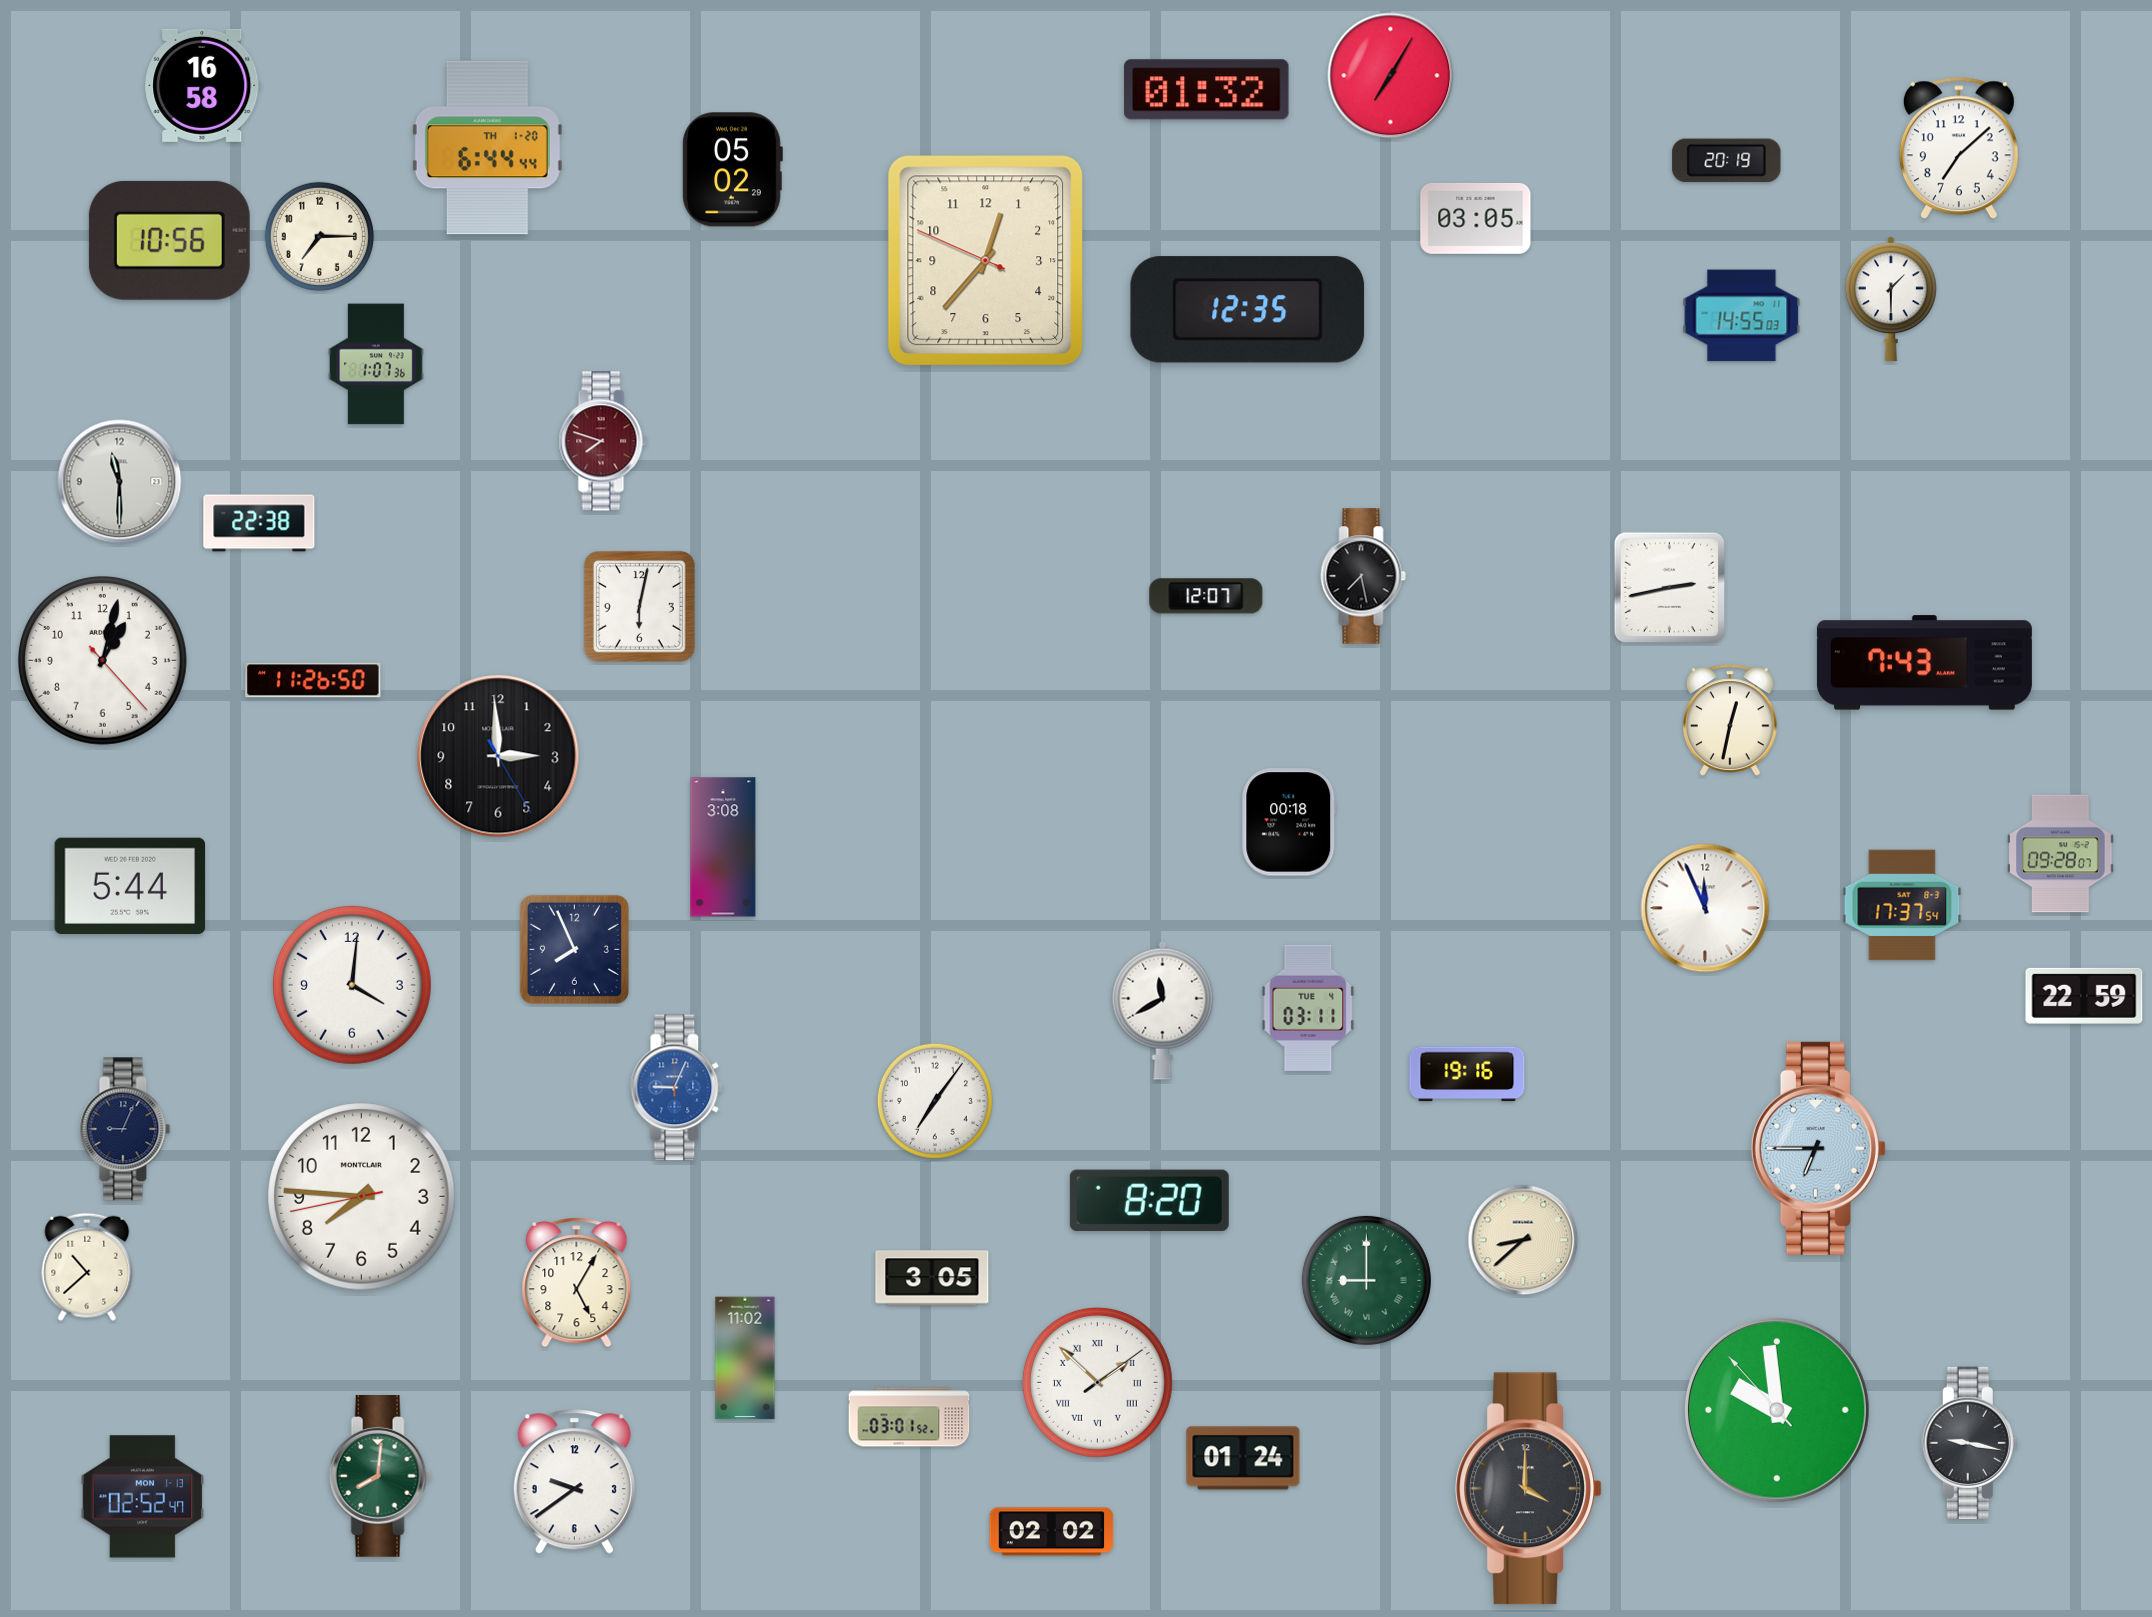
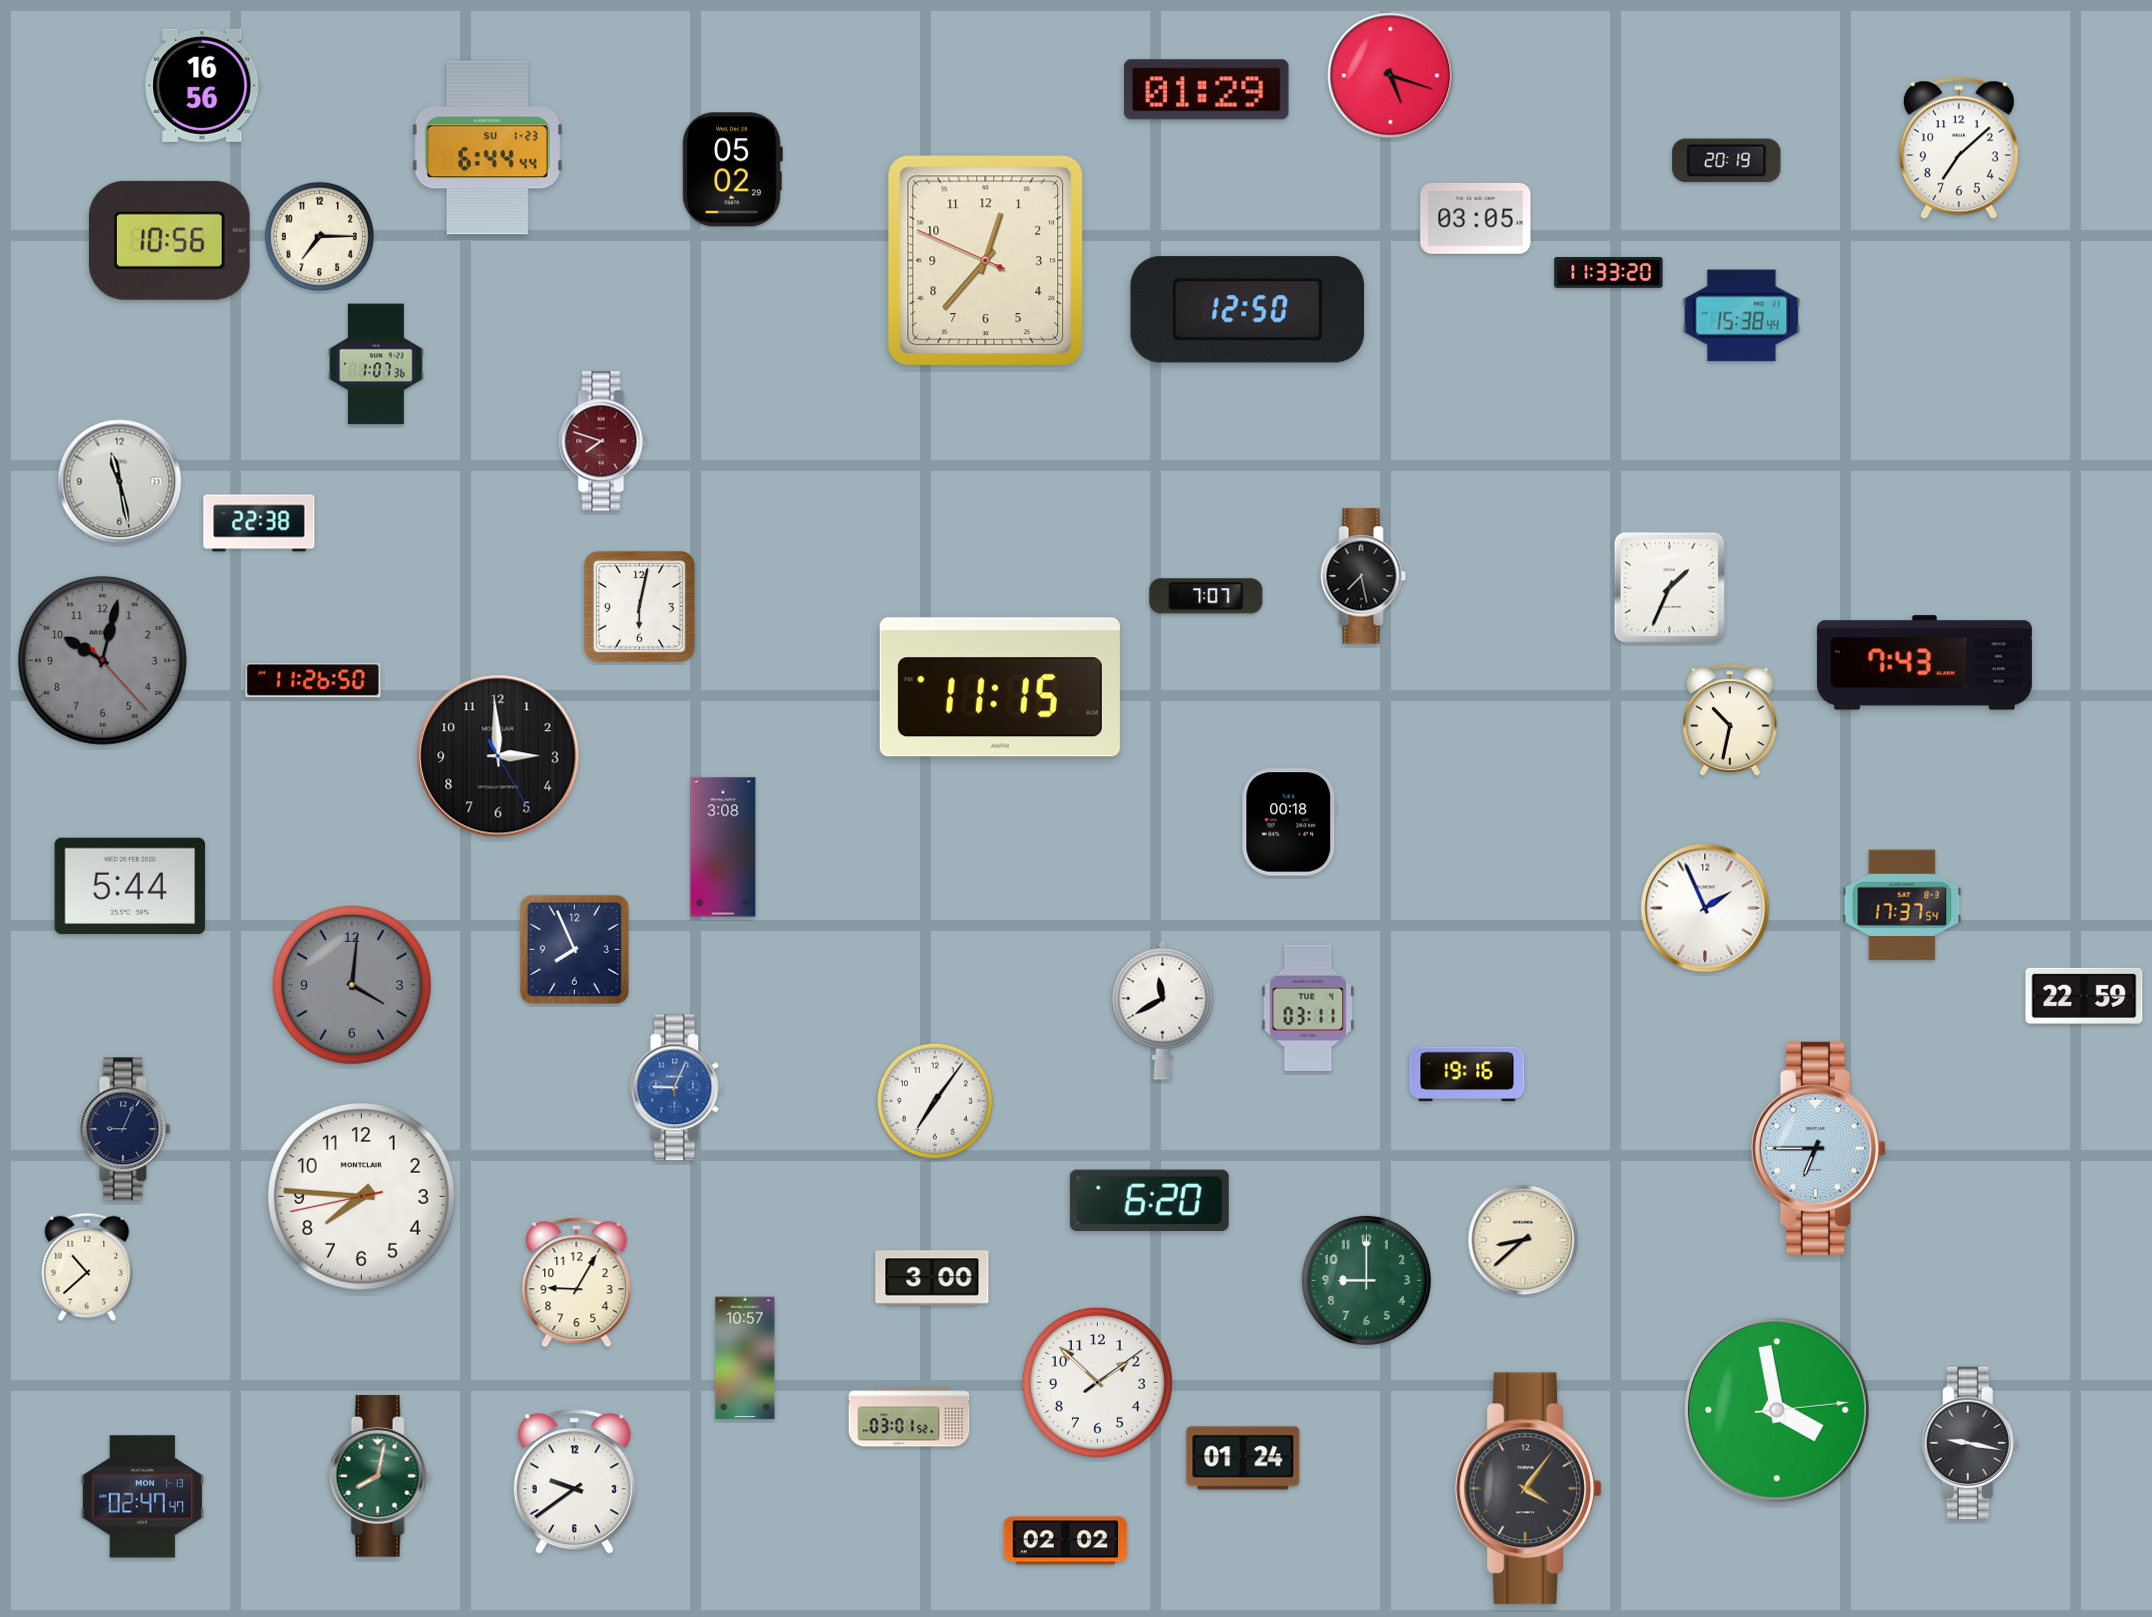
clock at (1391, 76): 7:05 -> 5:18
clock at (203, 85): 16:58 -> 16:56
clock at (1207, 90): 01:32 -> 01:29
clock at (487, 148) date: TH 1-20 -> SU 1-23
clock at (1609, 272): none -> 11:33
clock at (1891, 299): 1:30 -> none
clock at (1248, 310): 12:35 -> 12:50
clock at (1742, 316): 14:55 -> 15:38
clock at (120, 482): 11:30 -> 11:28
clock at (1669, 587): 2:43 -> 1:34
clock at (1206, 596): 12:07 -> 7:07
clock at (102, 660): 1:02 -> 10:02
clock at (102, 660) dial: white -> grey
clock at (1000, 687): none -> 11:15
clock at (1731, 720): 12:32 -> 10:32
clock at (2061, 854): 09:28 -> none
clock at (1705, 908): 11:56 -> 1:56
clock at (352, 985) dial: white -> grey
clock at (1149, 1200): 8:20 -> 6:20
clock at (932, 1278): 3:05 -> 3:00
clock at (1366, 1280) numerals: Roman -> Arabic
clock at (577, 1283): 5:05 -> 9:05
clock at (745, 1358): 11:02 -> 10:57
clock at (1097, 1382) numerals: Roman -> Arabic
clock at (1777, 1410): 9:58 -> 3:58
clock at (380, 1477): 8:01 -> 8:02
clock at (1529, 1489): 4:00 -> 4:06
clock at (143, 1497): 02:52 -> 02:47
clock at (1052, 1532) position: (1052, 1532) -> (1066, 1541)
